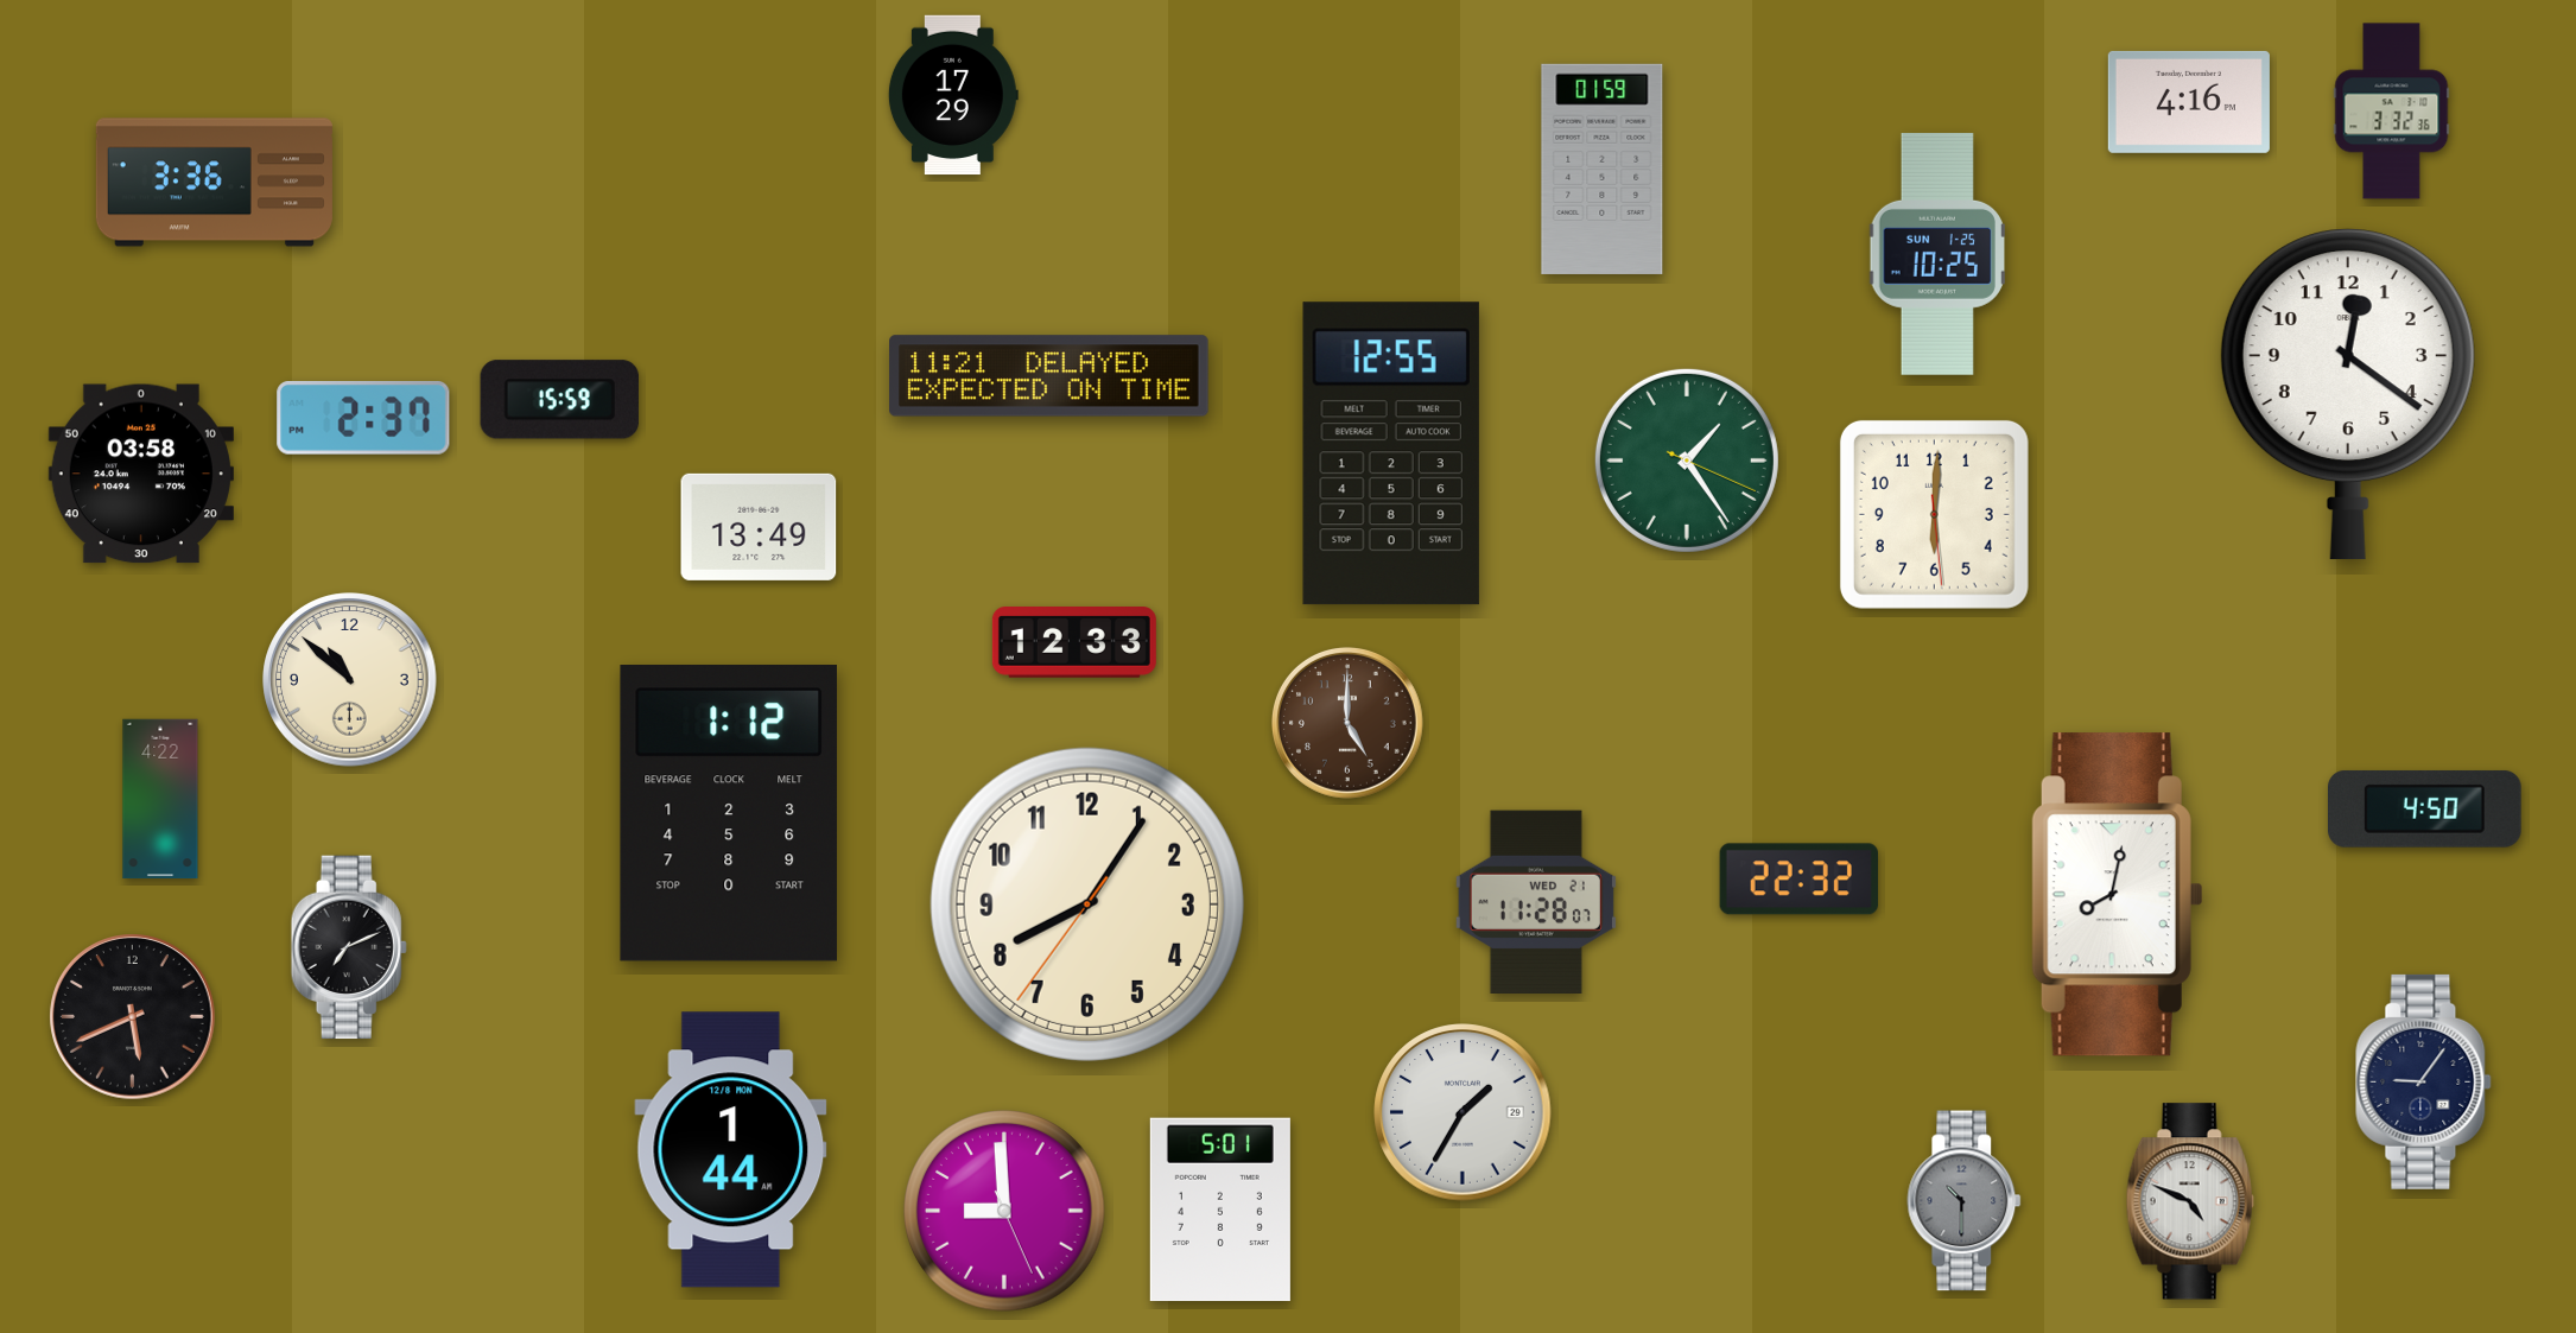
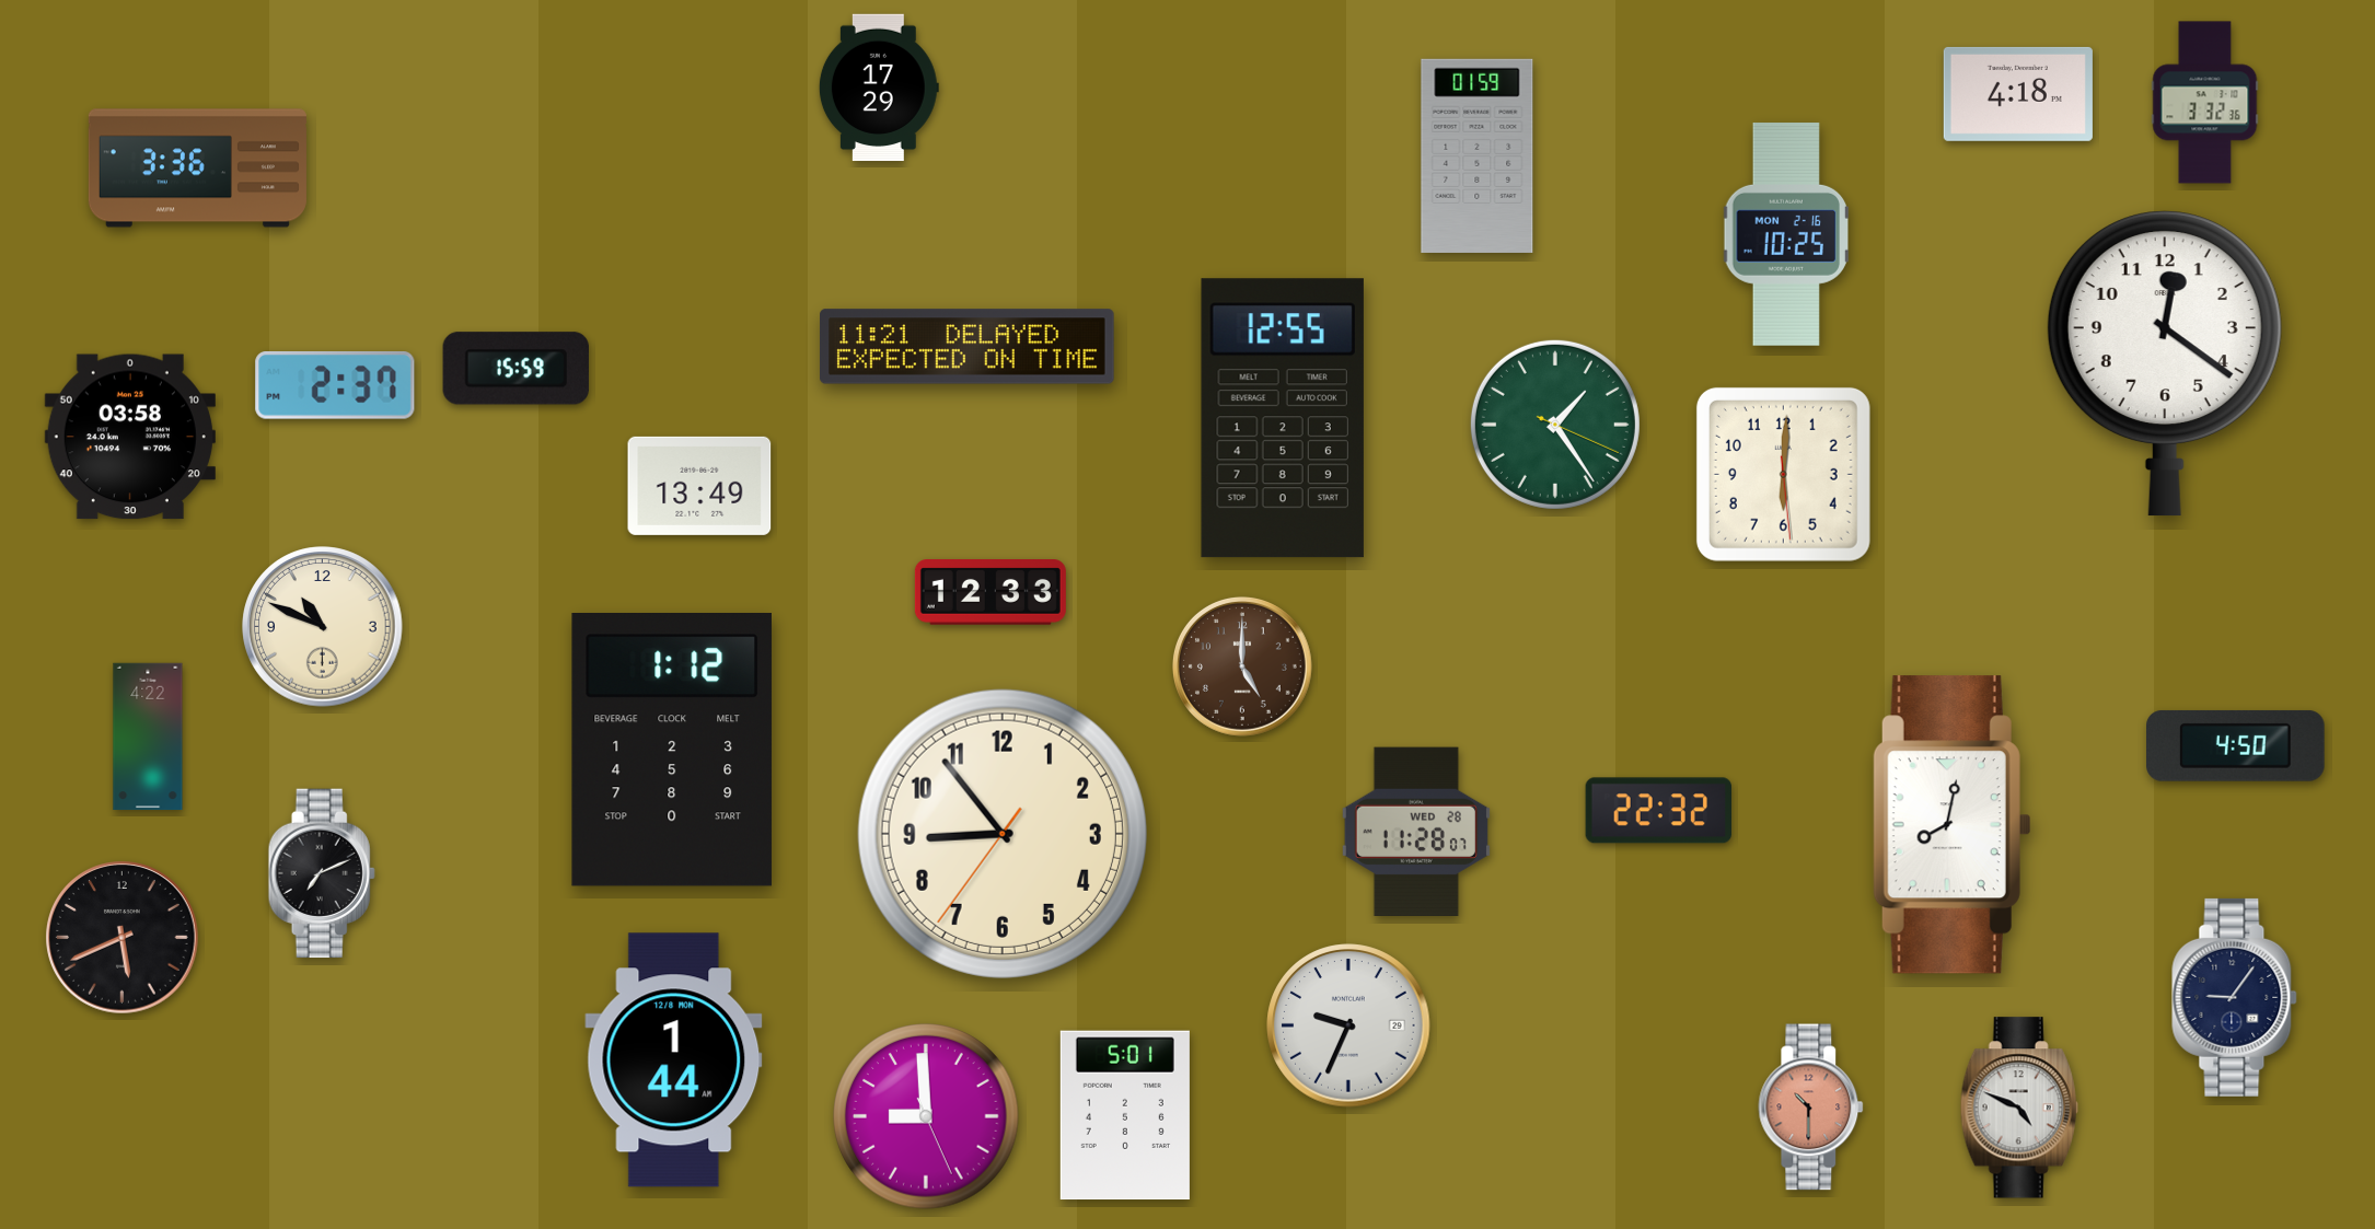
clock at (2189, 102): 4:16 -> 4:18
clock at (1936, 254) date: SUN 1-25 -> MON 2-16
clock at (350, 680): 10:52 -> 10:49
clock at (1536, 902) date: WED 21 -> WED 28
clock at (1087, 904): 8:05 -> 8:53
clock at (1463, 1112): 1:35 -> 9:34
clock at (1965, 1201) dial: grey -> salmon
